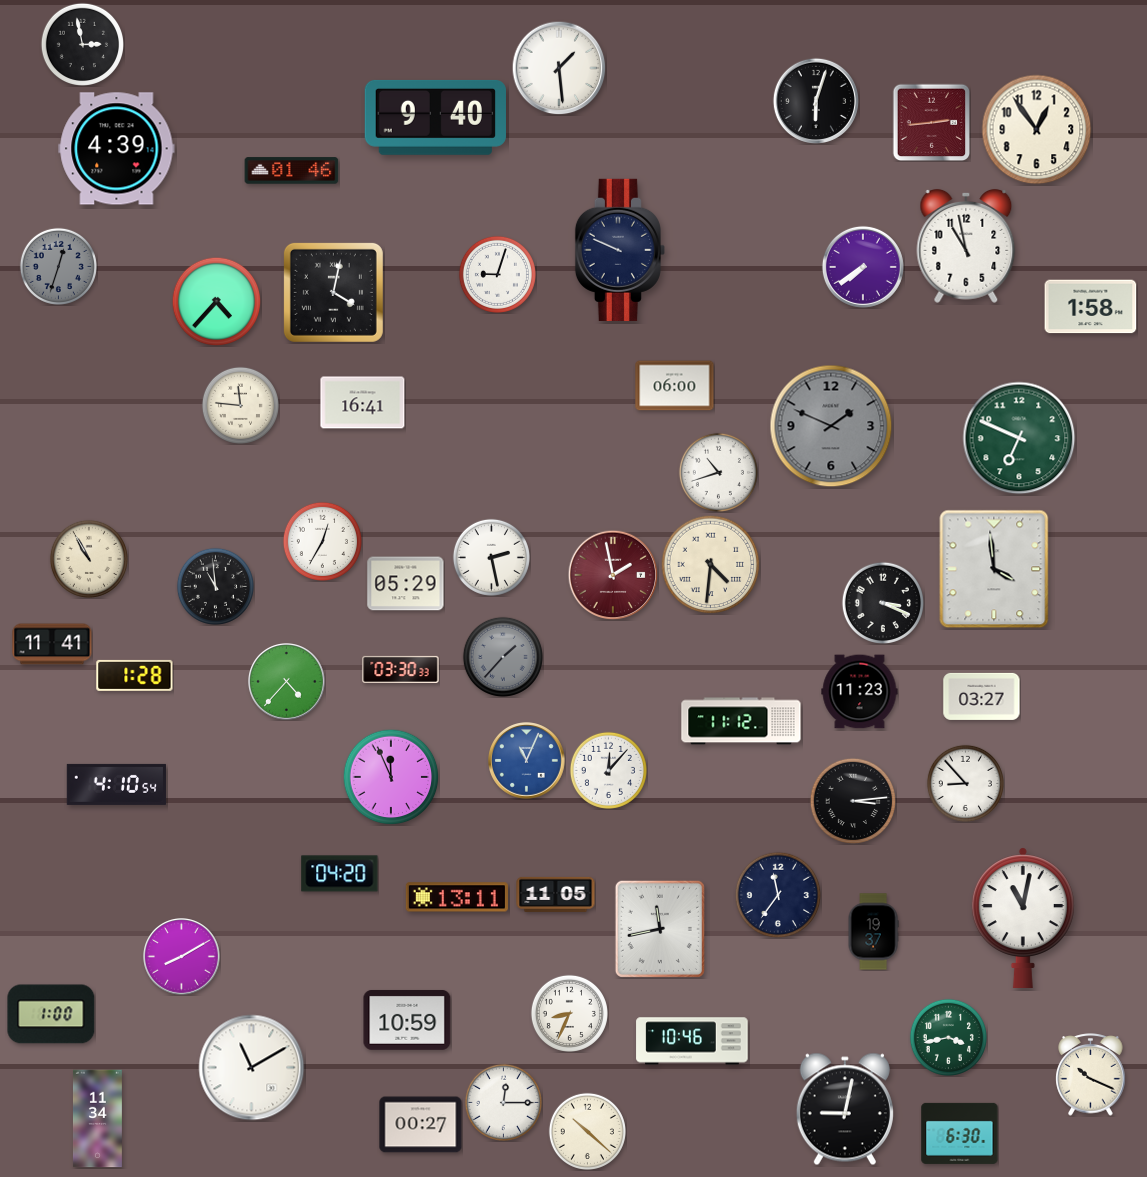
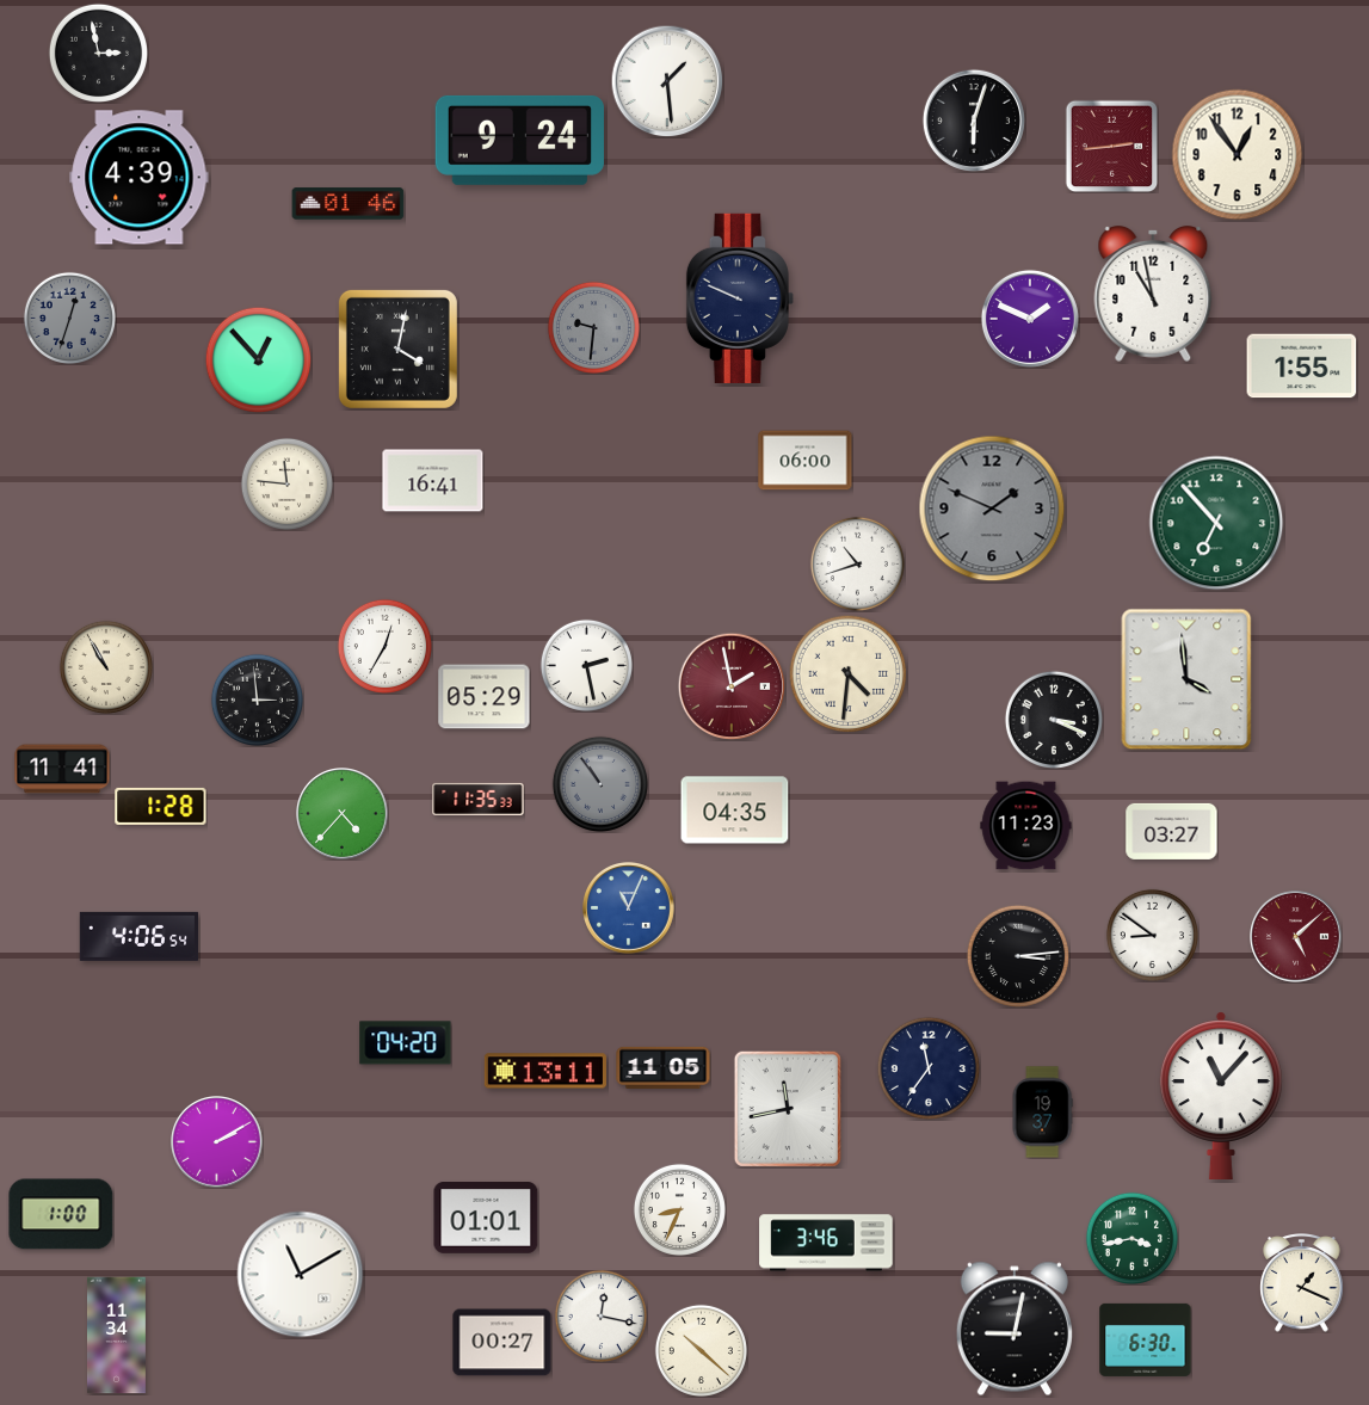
clock at (435, 117): 9:40 -> 9:24
clock at (863, 267): 7:39 -> 1:49
clock at (497, 274): 9:03 -> 9:31
clock at (497, 274) dial: white -> grey
clock at (216, 301): 4:37 -> 12:53
clock at (1091, 307): 1:58 -> 1:55
clock at (1019, 438): 6:49 -> 6:53
clock at (215, 586): 10:59 -> 2:59
clock at (503, 657): 1:37 -> 10:54
clock at (401, 669): 03:30 -> 11:35
clock at (735, 811): none -> 04:35
clock at (741, 721): 11:12 -> none
clock at (608, 770): 12:07 -> none
clock at (391, 777): 11:56 -> none
clock at (965, 783): 8:53 -> 8:51
clock at (117, 784): 4:10 -> 4:06
clock at (1296, 937): none -> 5:08
clock at (1023, 917): 11:02 -> 11:07
clock at (182, 957): 8:10 -> 2:10
clock at (51, 1014) position: (51, 1014) -> (61, 1214)
clock at (407, 1020): 10:59 -> 01:01
clock at (692, 1041): 10:46 -> 3:46
clock at (1091, 1075): 10:19 -> 1:19
clock at (503, 1102): 12:15 -> 12:17
clock at (845, 1109) position: (845, 1109) -> (1015, 1329)
clock at (960, 1133) position: (960, 1133) -> (1146, 1339)
